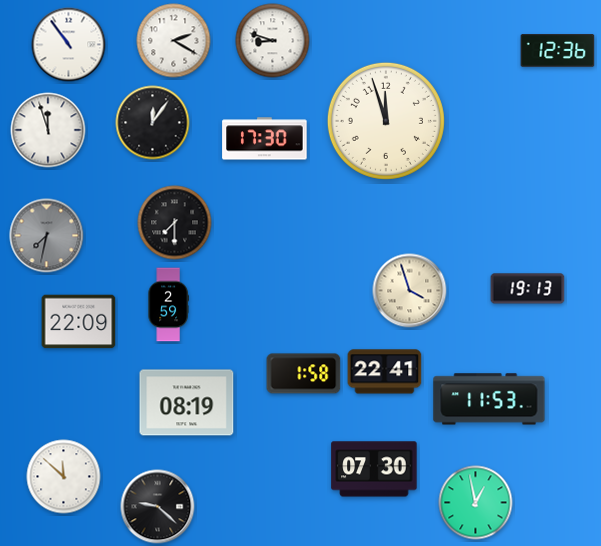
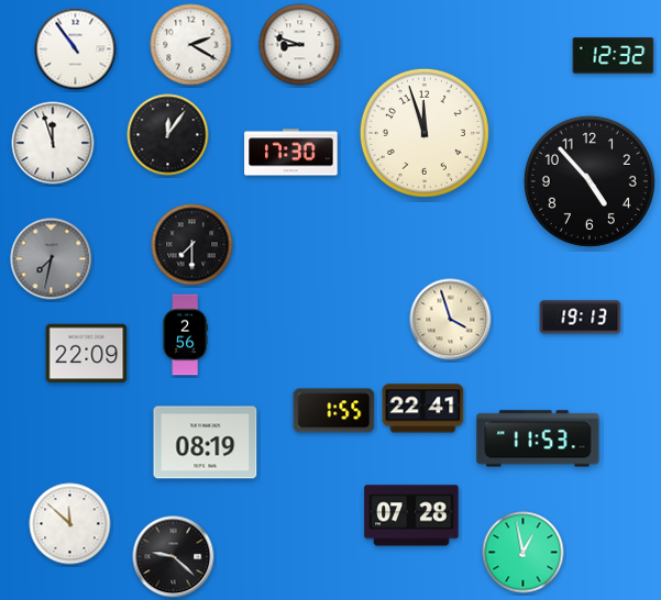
clock at (558, 51): 12:36 -> 12:32
clock at (590, 181): none -> 4:53
clock at (168, 305): 2:59 -> 2:56
clock at (304, 374): 1:58 -> 1:55
clock at (374, 469): 07:30 -> 07:28
